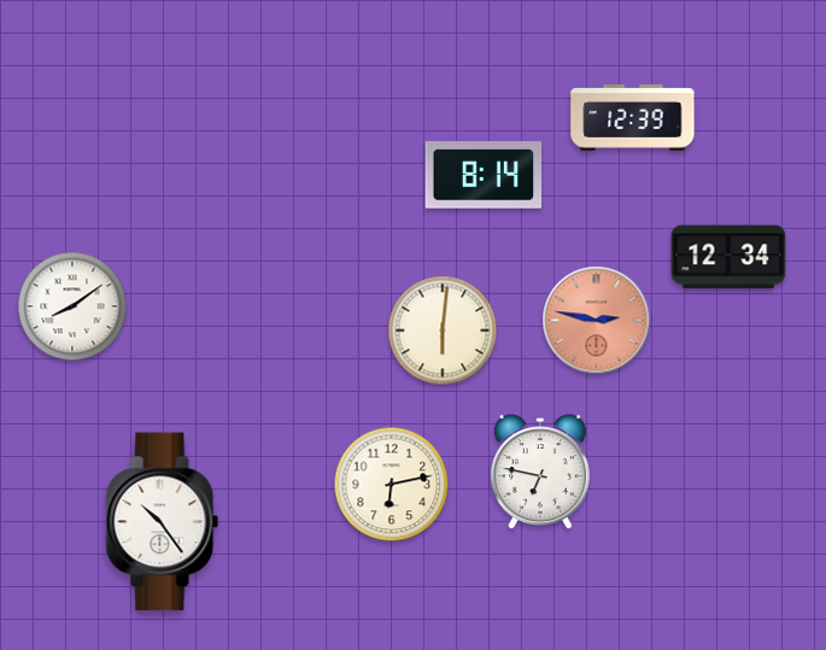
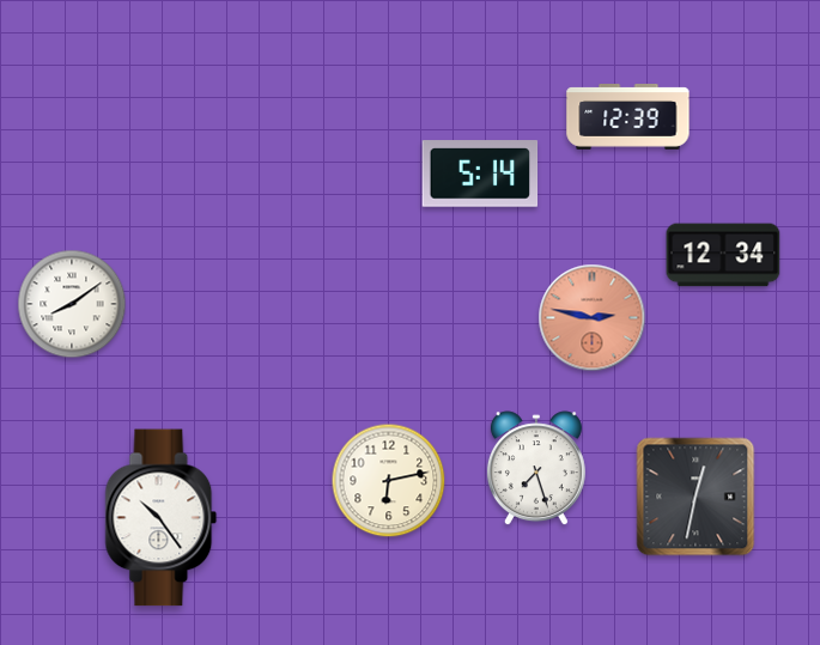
clock at (484, 175): 8:14 -> 5:14
clock at (443, 330): 6:01 -> none
clock at (540, 473): 6:47 -> 7:27
clock at (696, 497): none -> 12:32
